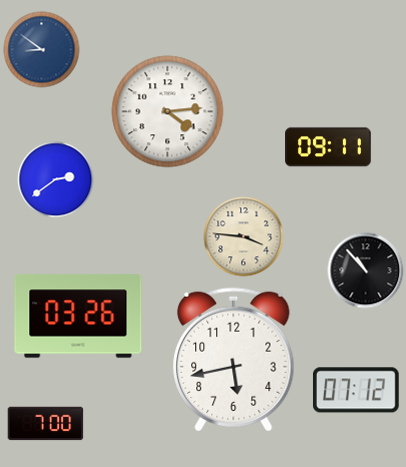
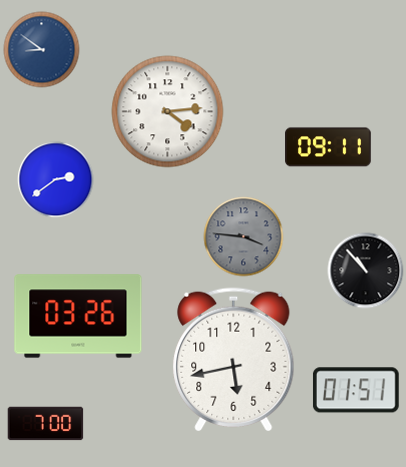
clock at (244, 237) dial: cream -> grey
clock at (356, 390): 07:12 -> 01:51
